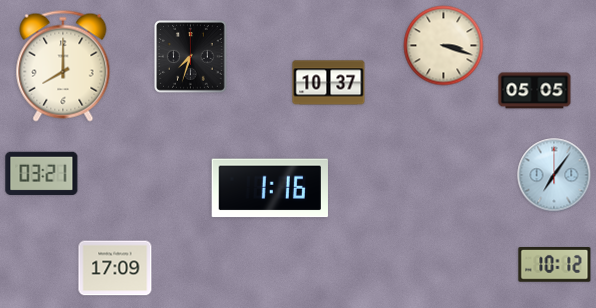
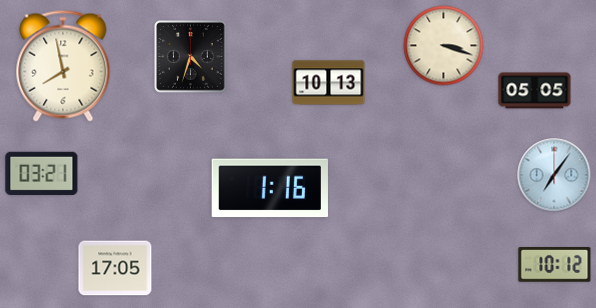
clock at (191, 57): 7:33 -> 4:33
clock at (63, 66): 8:00 -> 7:58
clock at (329, 83): 10:37 -> 10:13
clock at (115, 268): 17:09 -> 17:05
